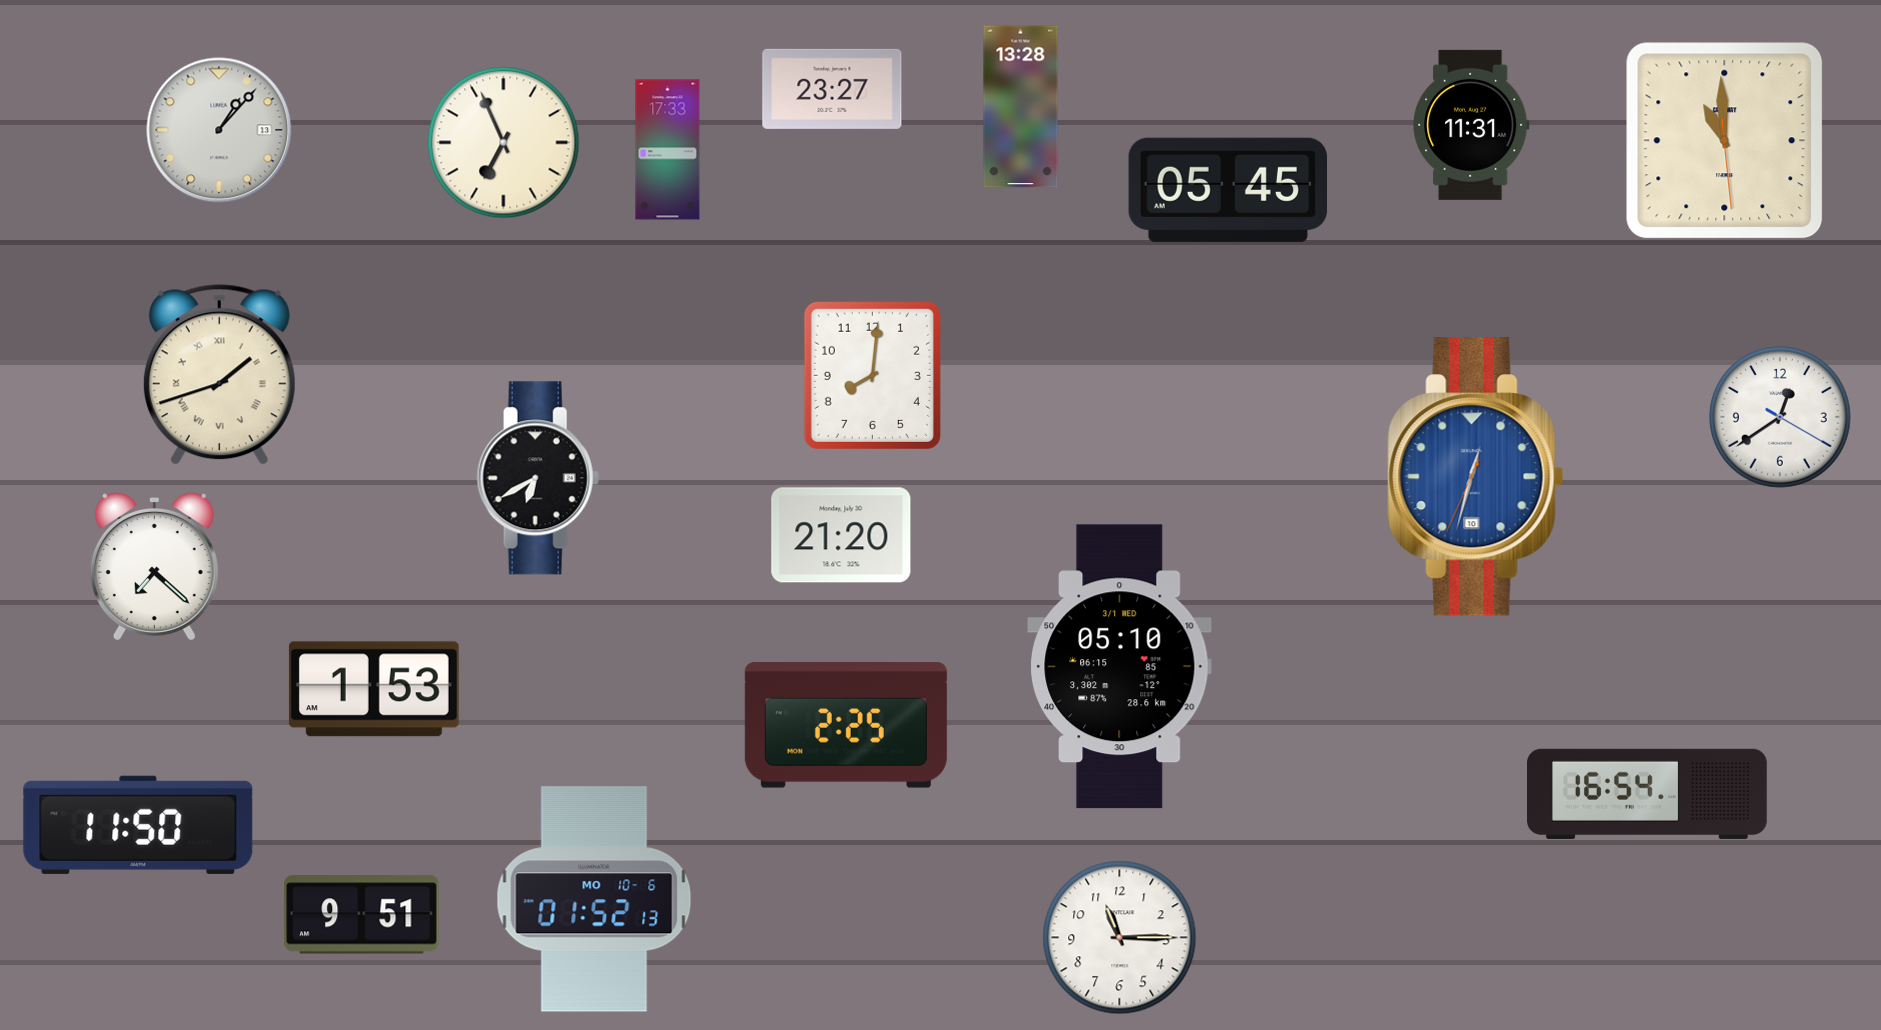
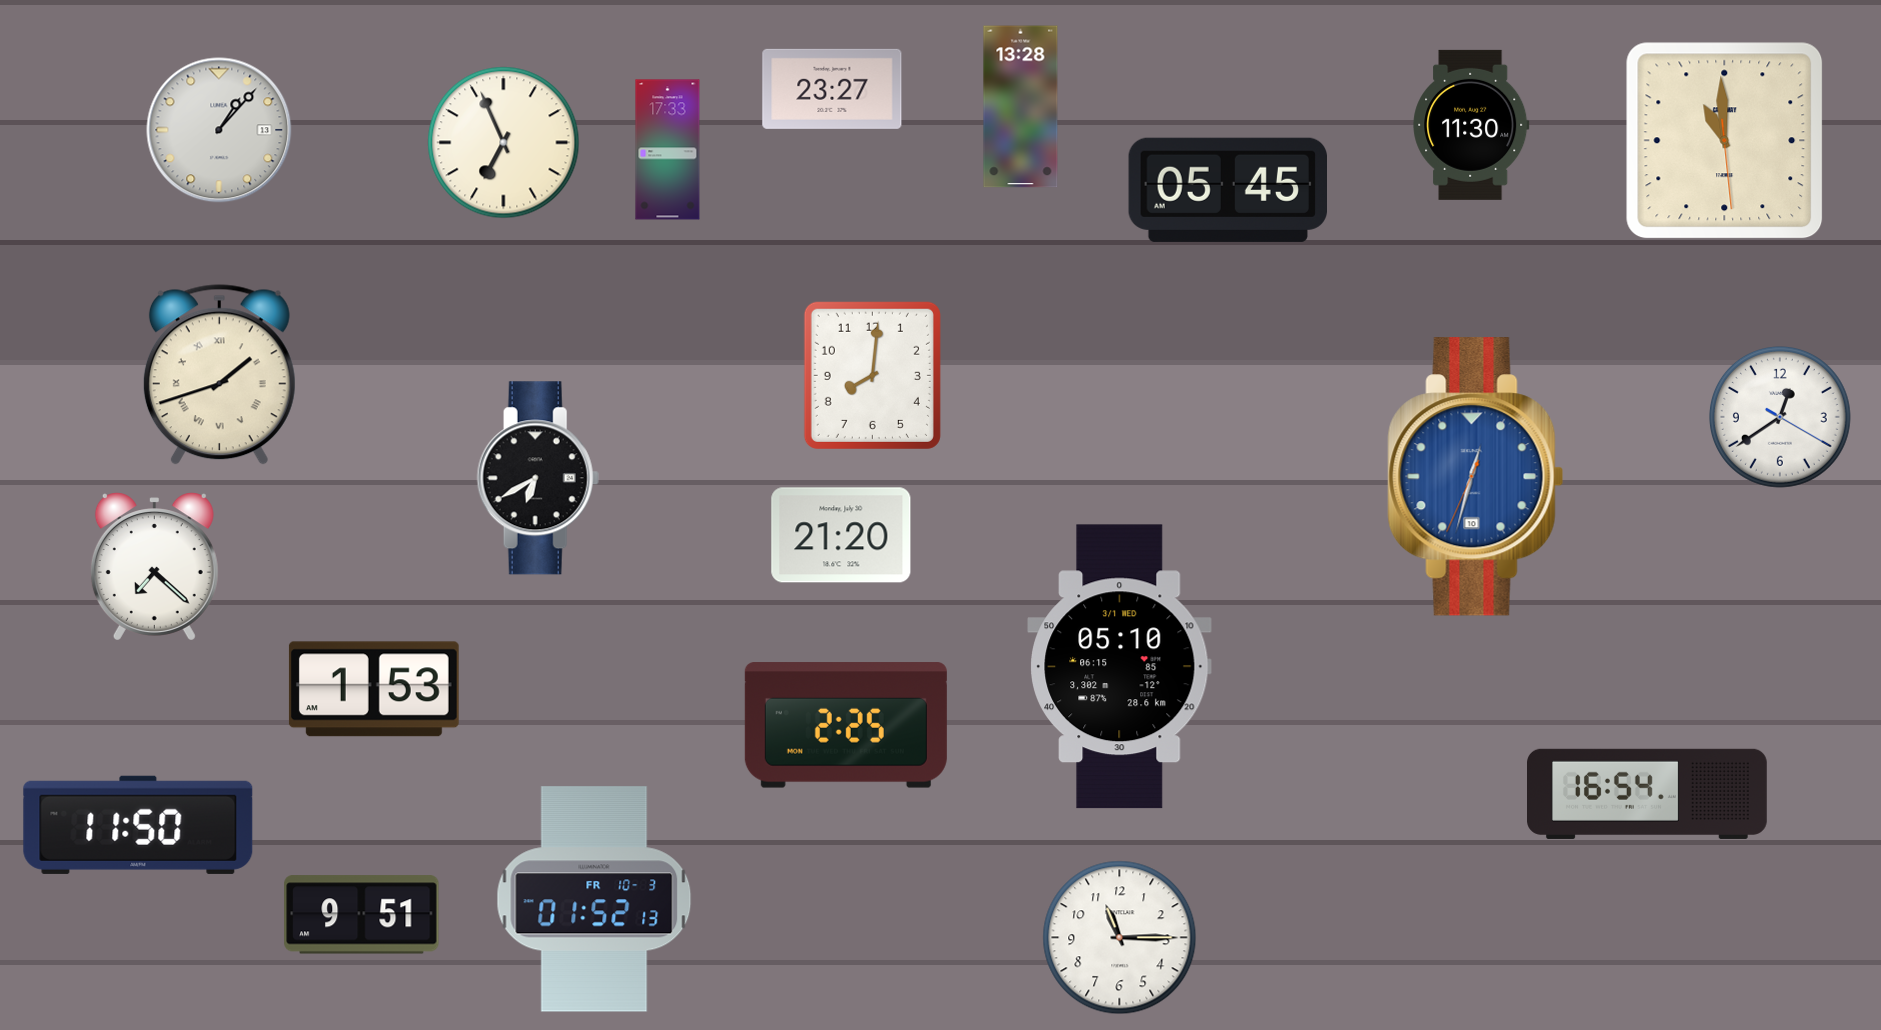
clock at (1471, 125): 11:31 -> 11:30
clock at (594, 899) date: MO 10-6 -> FR 10-3
